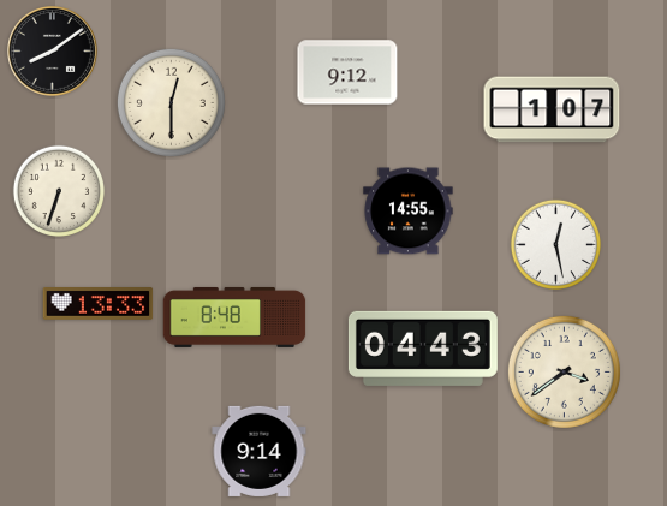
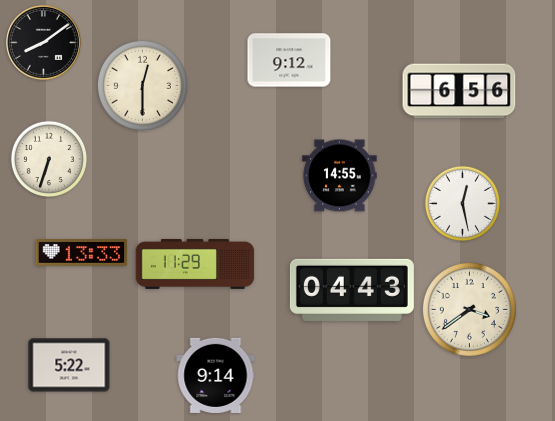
clock at (552, 109): 1:07 -> 6:56
clock at (234, 317): 8:48 -> 11:29
clock at (69, 365): none -> 5:22
